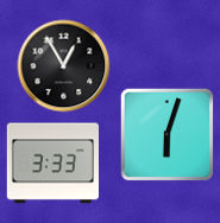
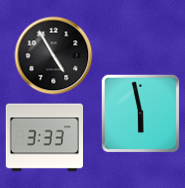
clock at (63, 65): 12:55 -> 4:55
clock at (166, 134): 6:03 -> 5:58
